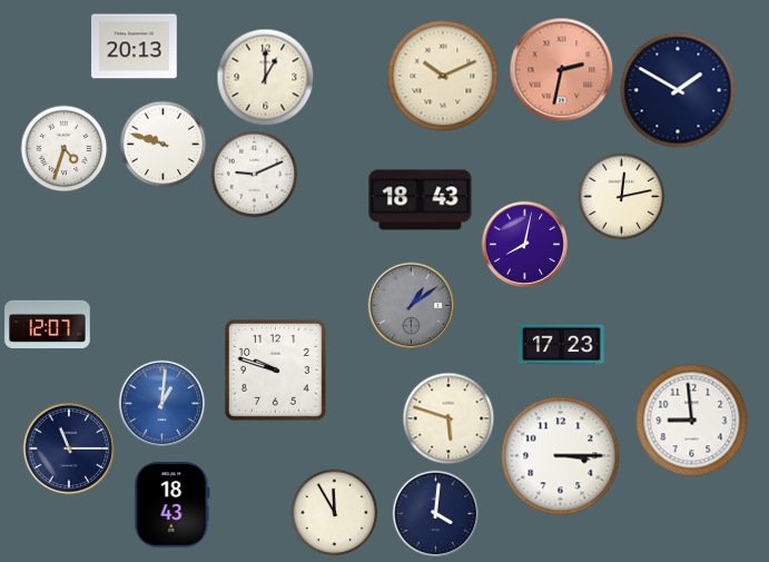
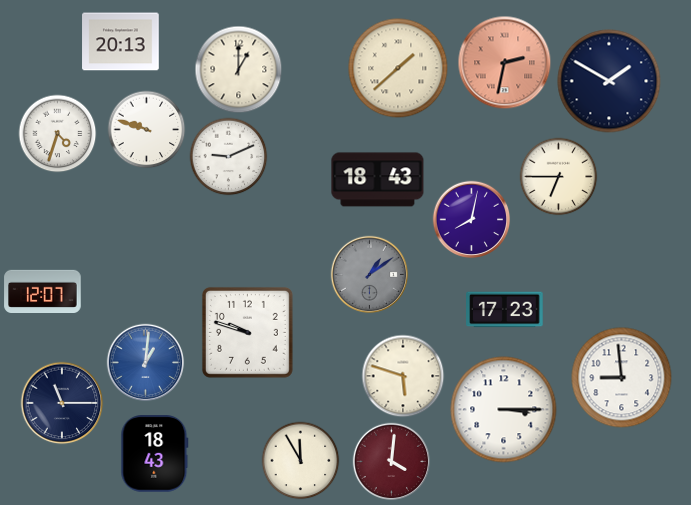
clock at (443, 76): 10:11 -> 1:38
clock at (621, 196): 12:13 -> 6:45
clock at (435, 513) dial: navy -> burgundy
